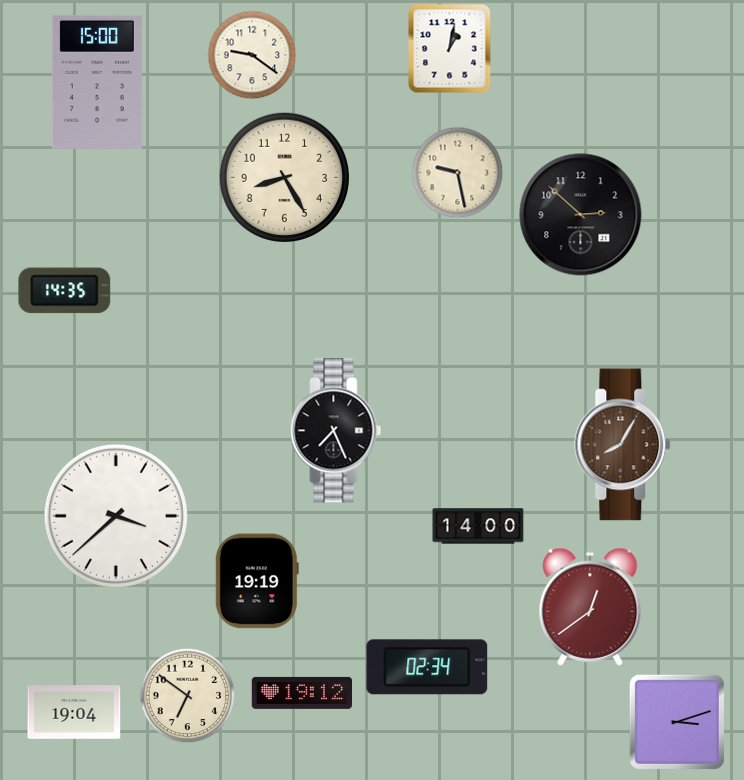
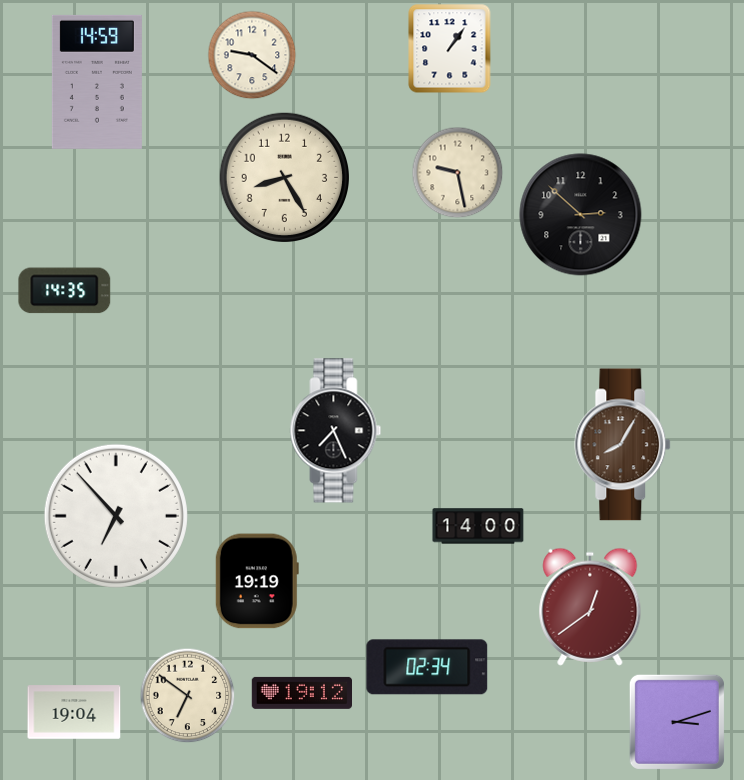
clock at (450, 49): 1:02 -> 1:06
clock at (97, 82): 15:00 -> 14:59
clock at (116, 516): 3:38 -> 6:53
